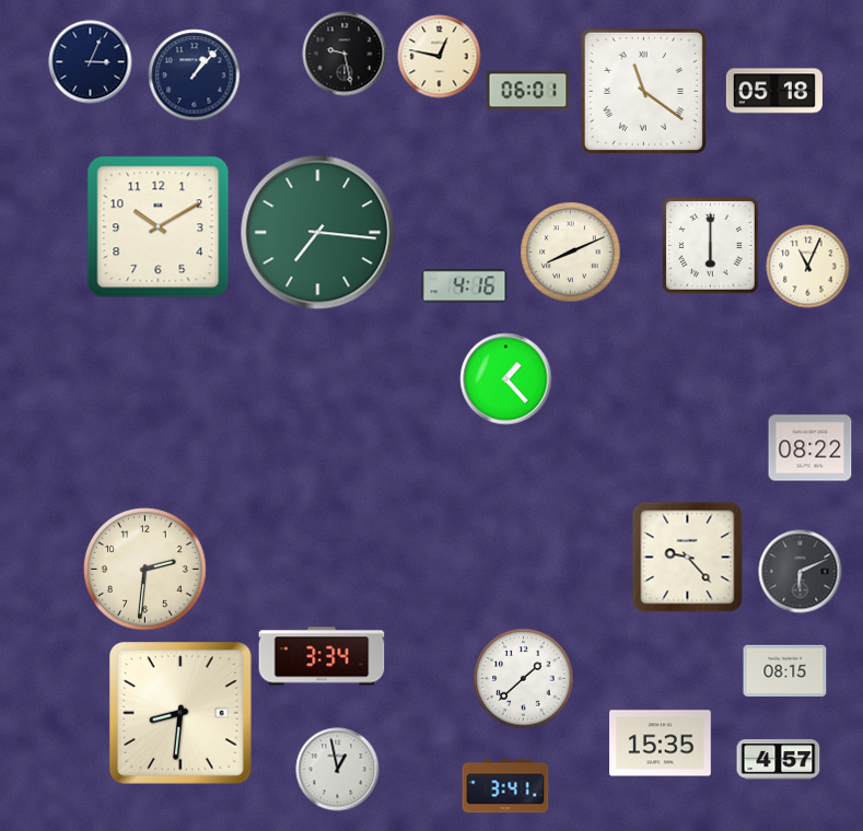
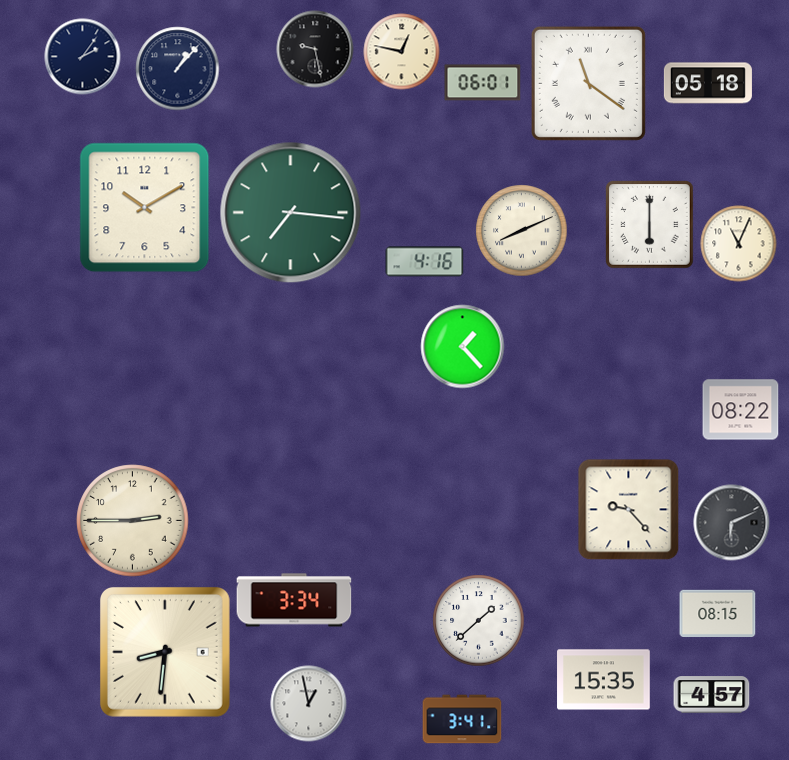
clock at (91, 62): 3:04 -> 2:06
clock at (145, 570): 2:31 -> 2:45
